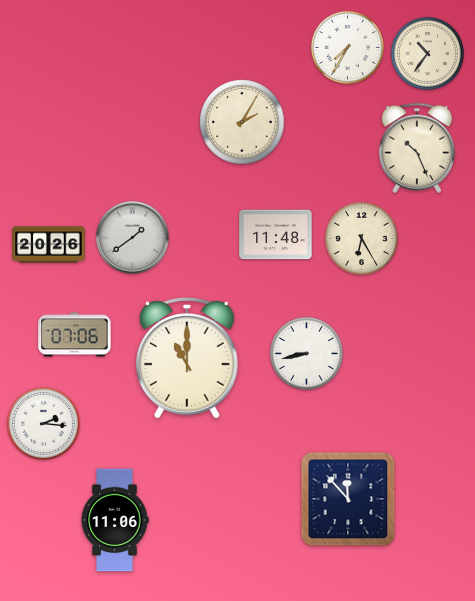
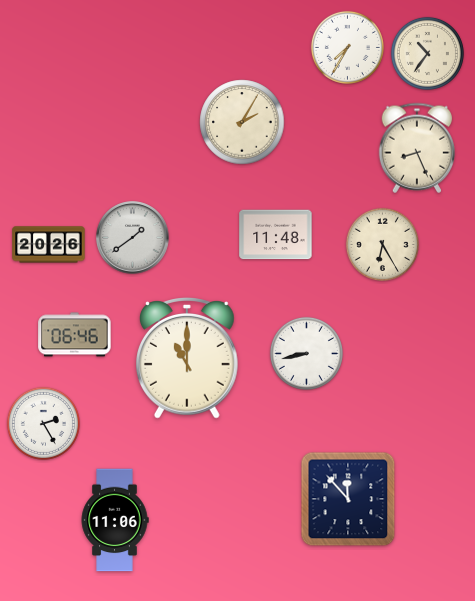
clock at (416, 148): 10:26 -> 8:26
clock at (361, 238) position: (361, 238) -> (382, 244)
clock at (75, 335): 07:06 -> 06:46
clock at (43, 423): 2:16 -> 2:25
